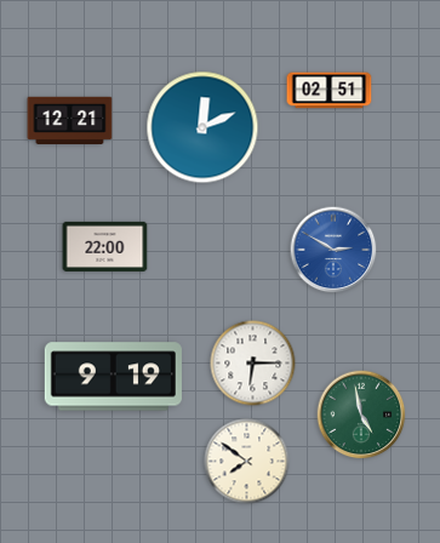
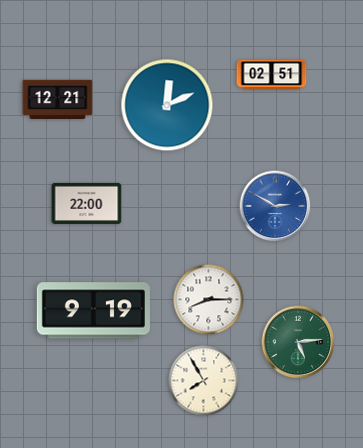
clock at (253, 364): 6:15 -> 8:15
clock at (361, 415): 4:58 -> 5:14
clock at (247, 462): 7:51 -> 7:55
